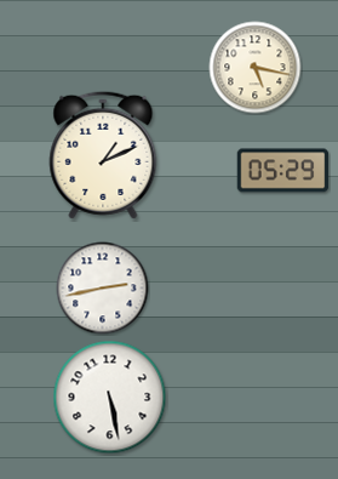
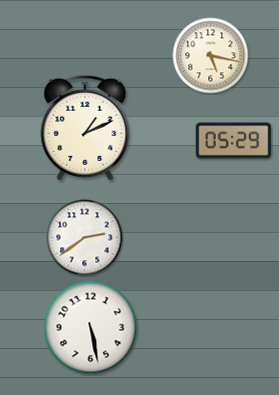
clock at (103, 289): 2:43 -> 2:39
